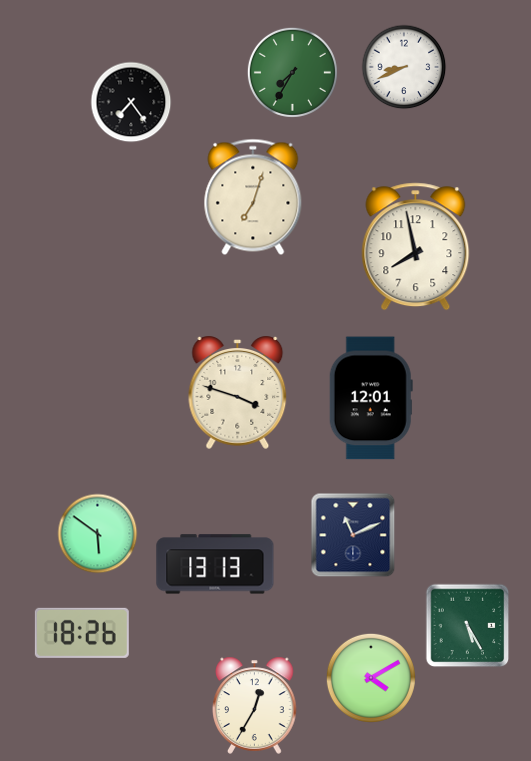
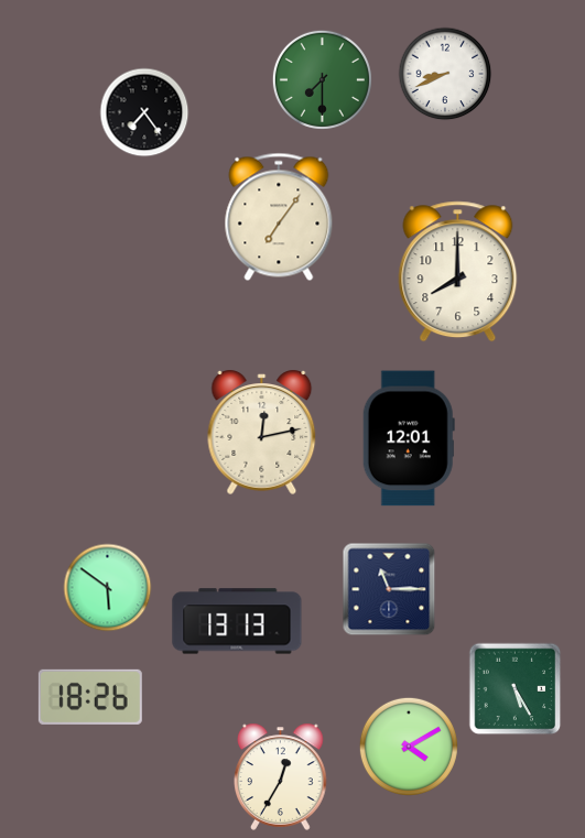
clock at (292, 72): 7:35 -> 7:30
clock at (253, 197): 7:03 -> 7:06
clock at (416, 247): 7:58 -> 8:00
clock at (238, 392): 3:48 -> 12:13
clock at (353, 535): 11:11 -> 11:15
